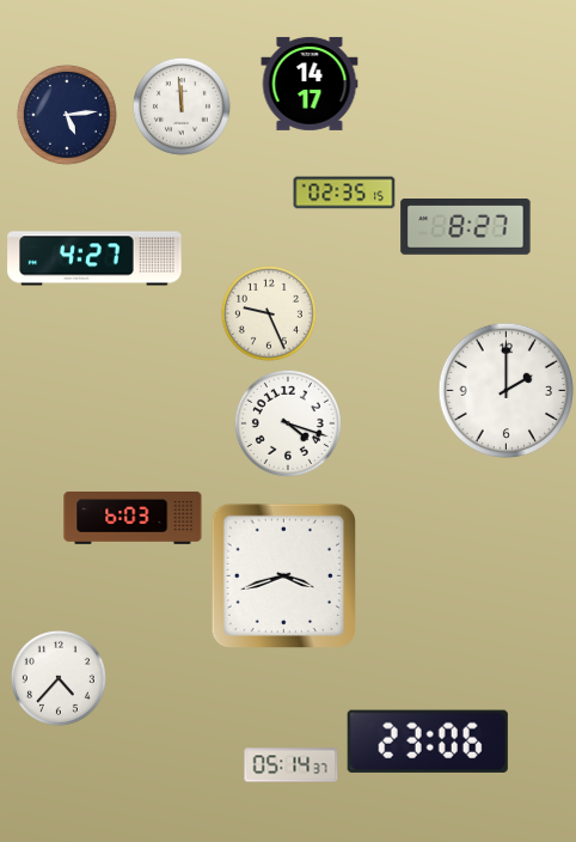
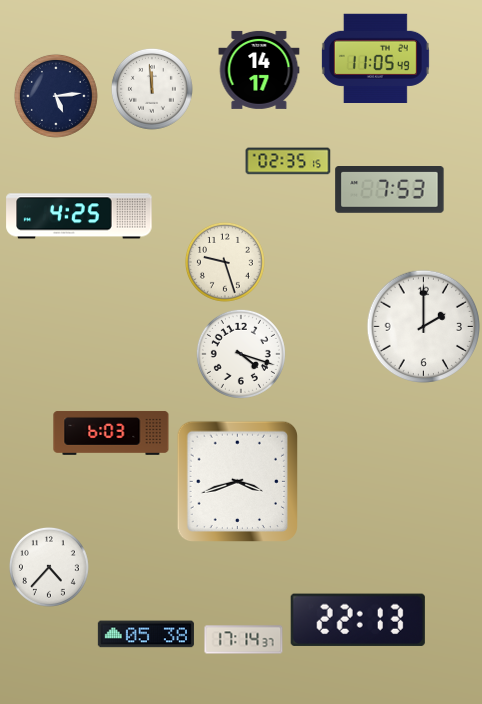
clock at (375, 58): none -> 11:05
clock at (466, 227): 8:27 -> 7:53
clock at (94, 258): 4:27 -> 4:25
clock at (269, 313): 9:26 -> 9:27
clock at (428, 742): 23:06 -> 22:13
clock at (146, 634): none -> 05:38
clock at (292, 765): 05:14 -> 17:14
